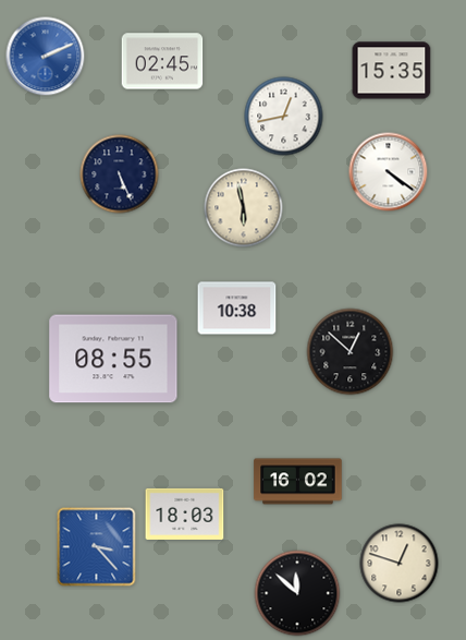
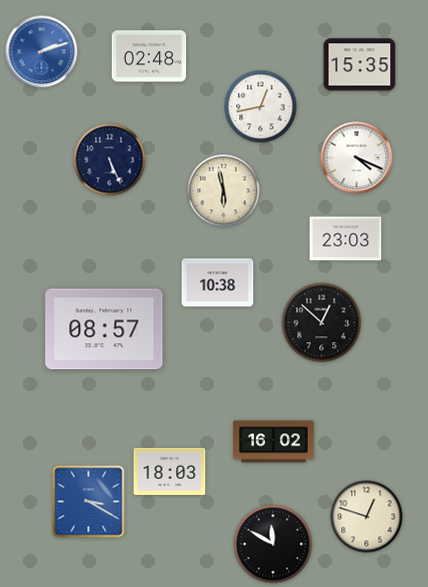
clock at (46, 57): 2:11 -> 2:12
clock at (162, 61): 02:45 -> 02:48
clock at (389, 172): 4:21 -> 4:19
clock at (346, 239): none -> 23:03
clock at (113, 359): 08:55 -> 08:57
clock at (97, 547): 3:23 -> 3:20
clock at (297, 593): 11:52 -> 11:50
